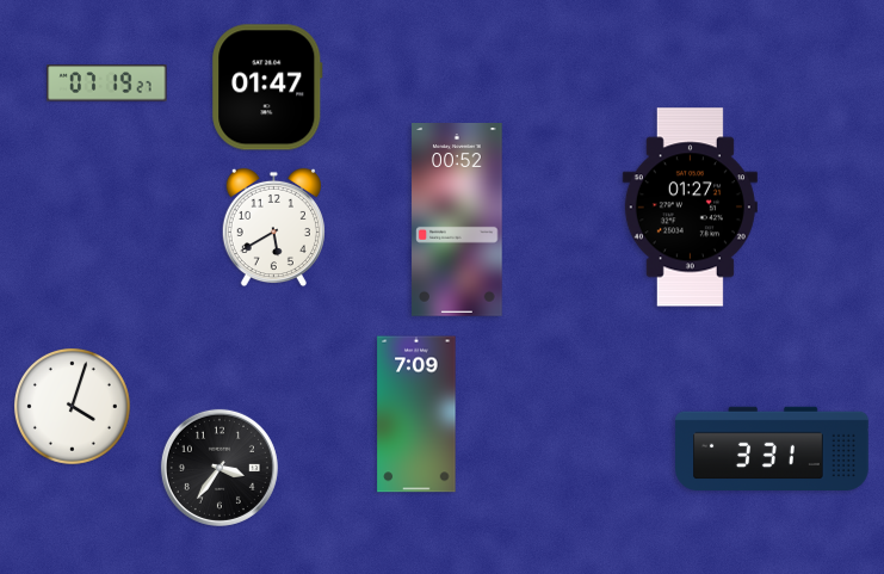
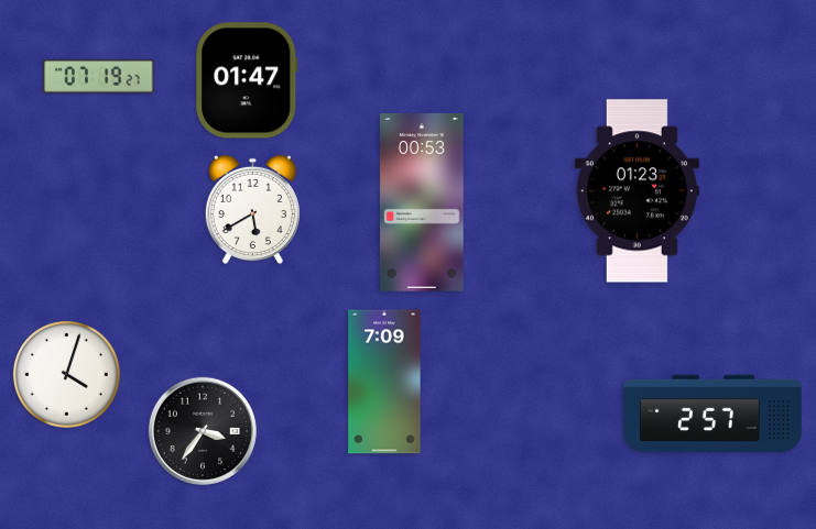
clock at (690, 208): 01:27 -> 01:23
clock at (457, 220): 00:52 -> 00:53
clock at (772, 449): 3:31 -> 2:57
